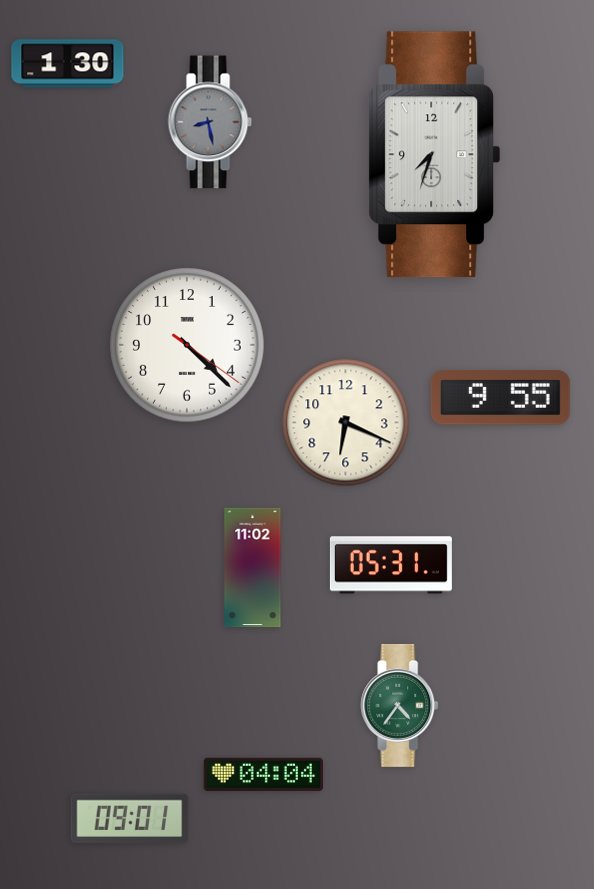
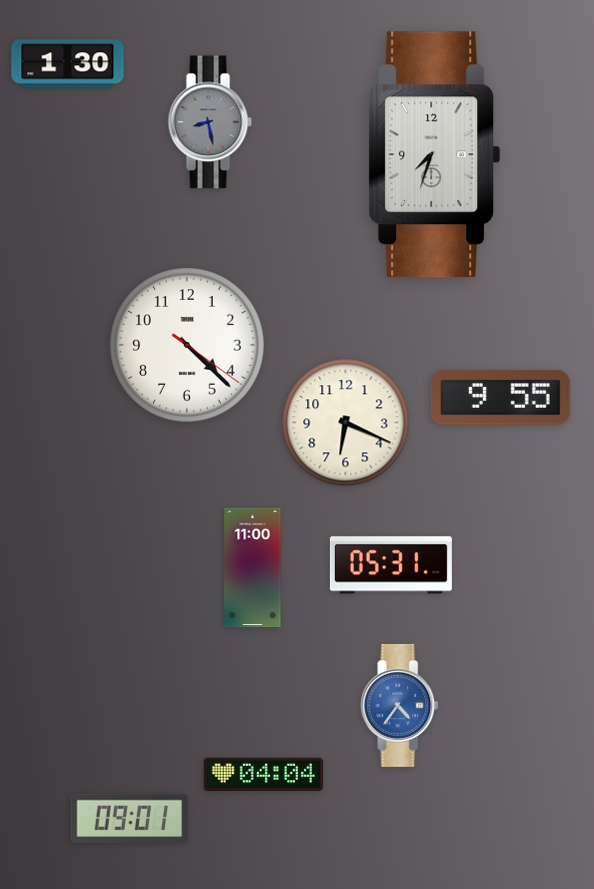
clock at (253, 568): 11:02 -> 11:00
clock at (400, 705) dial: green -> blue
